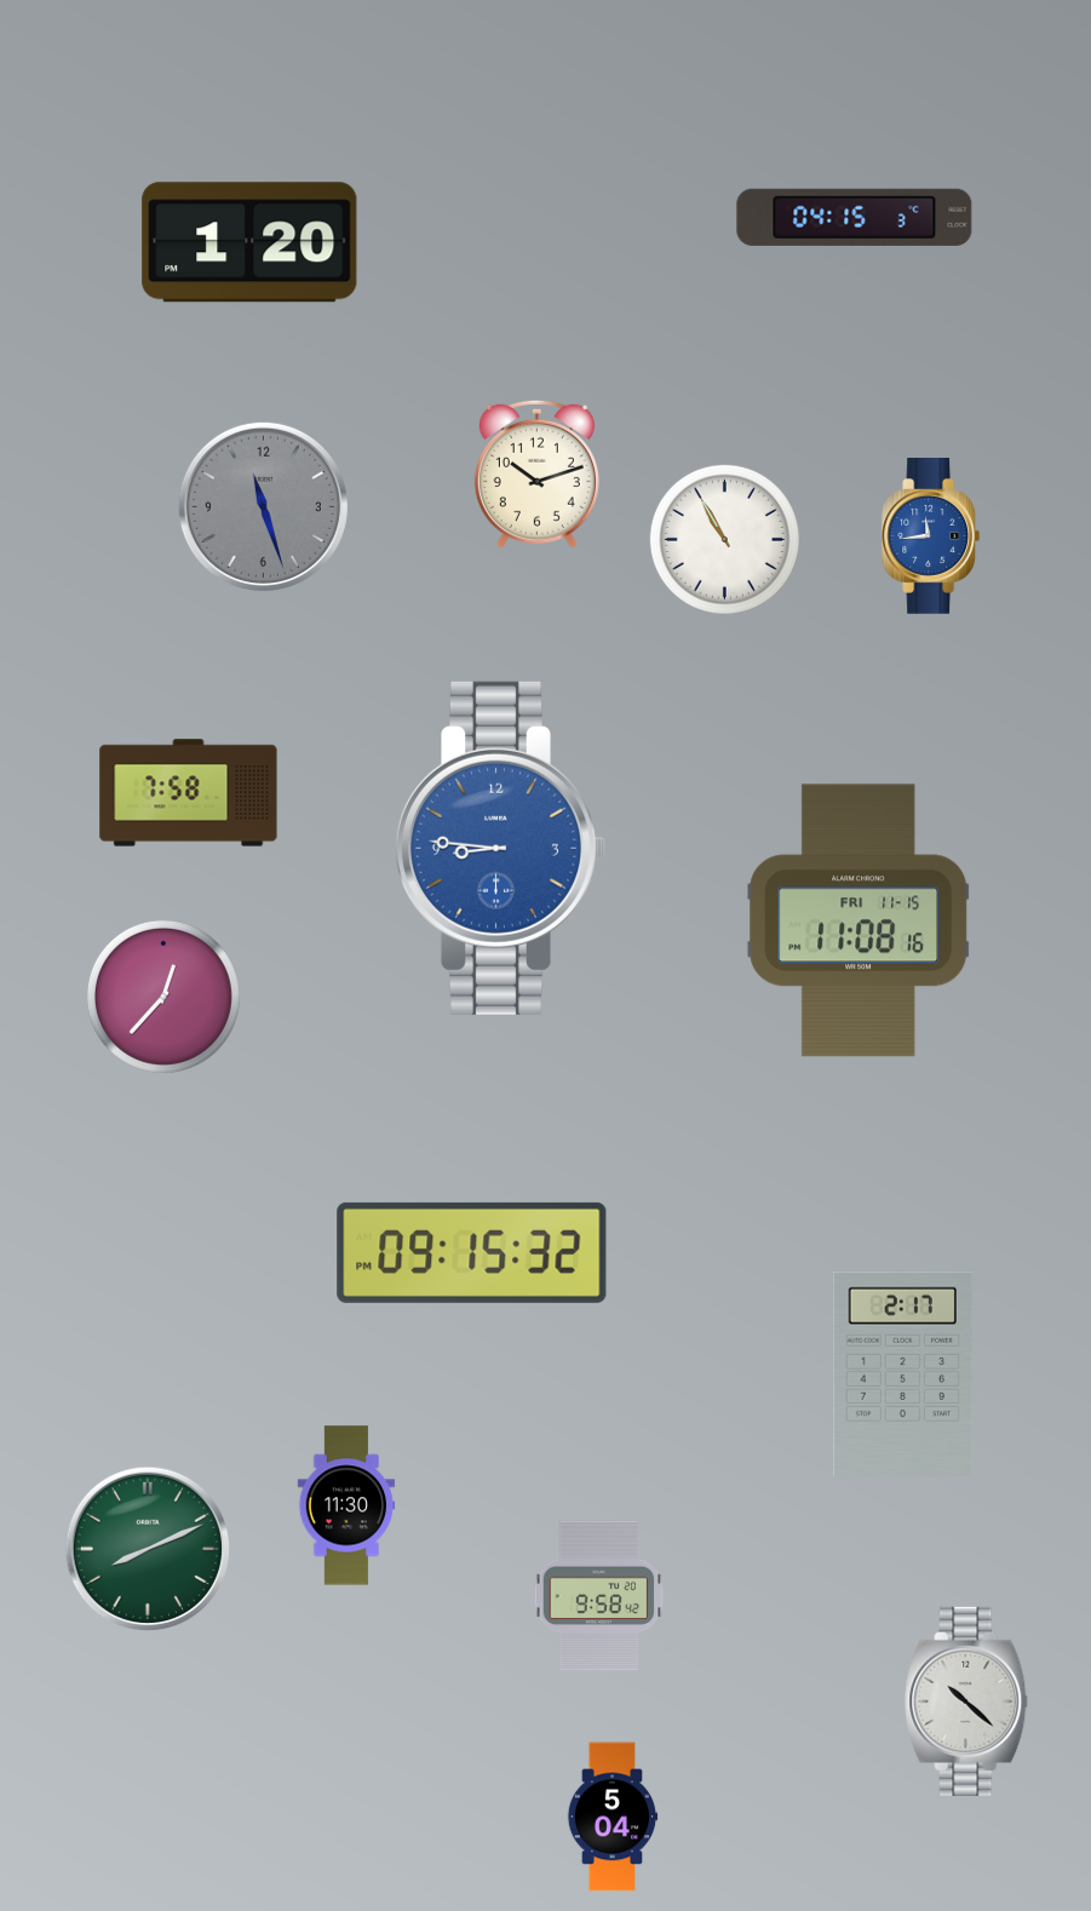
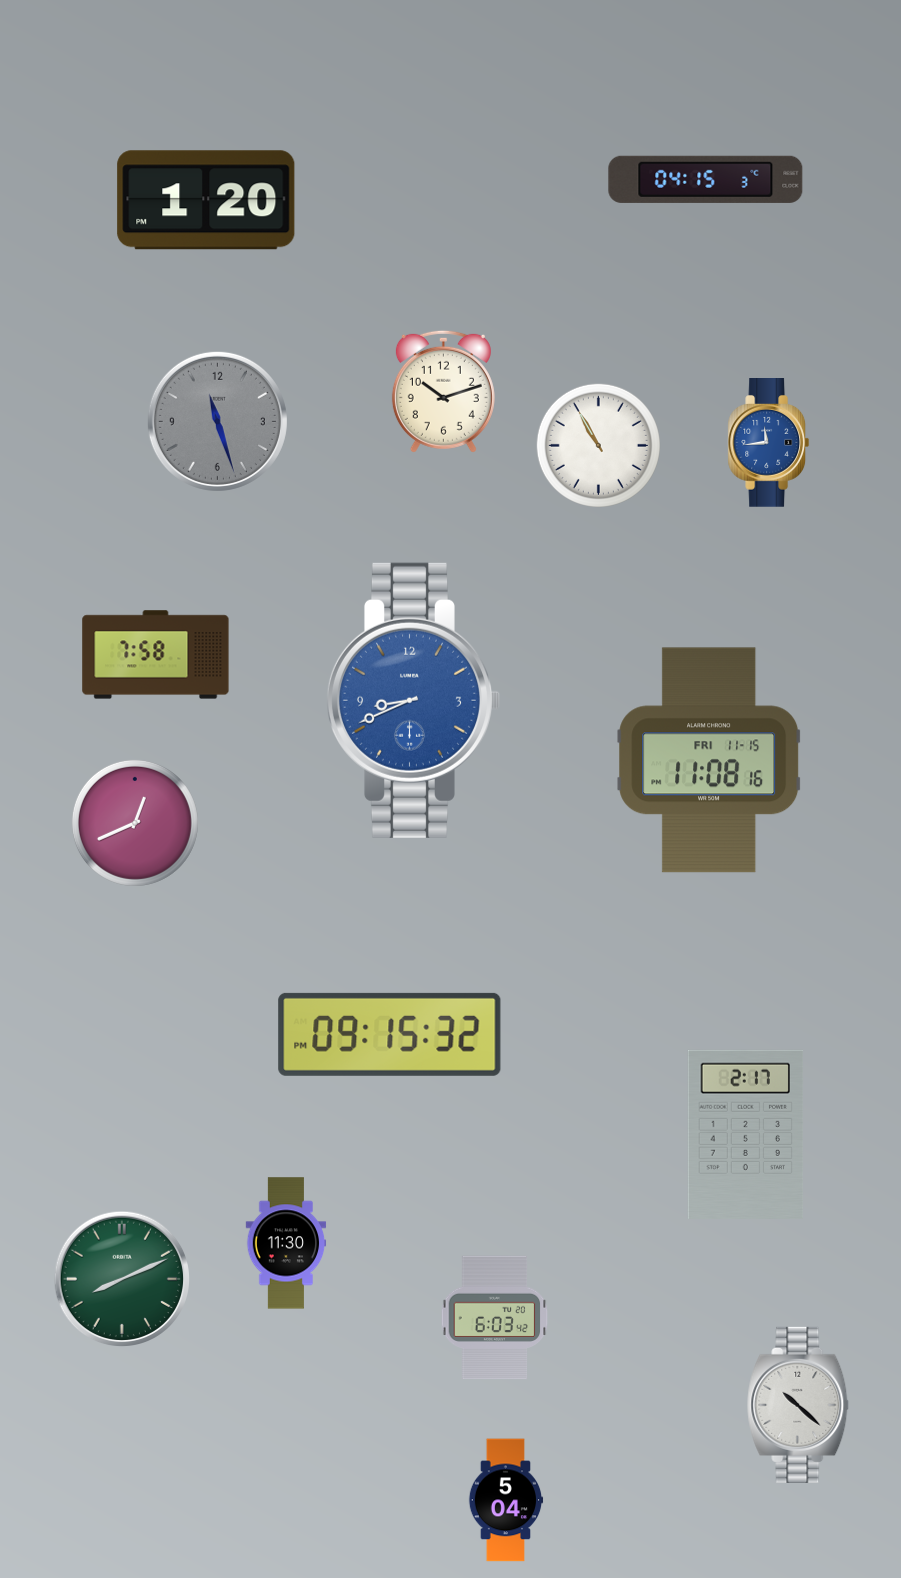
clock at (263, 506) position: (263, 506) -> (217, 421)
clock at (499, 848): 8:46 -> 8:41
clock at (163, 997): 12:37 -> 12:41
clock at (599, 1596): 9:58 -> 6:03
